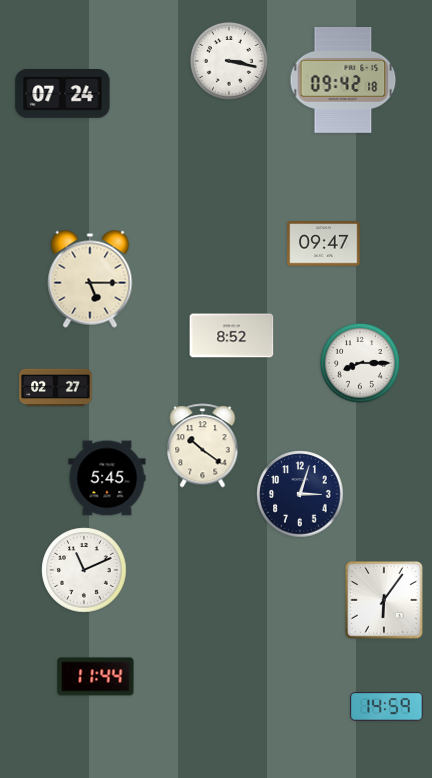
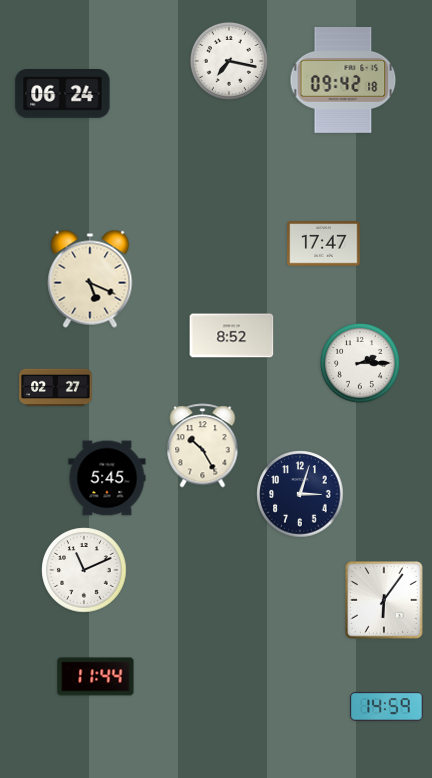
clock at (229, 61): 3:17 -> 7:17
clock at (63, 94): 07:24 -> 06:24
clock at (324, 244): 09:47 -> 17:47
clock at (90, 279): 5:15 -> 5:19
clock at (360, 363): 8:15 -> 2:15
clock at (203, 446): 10:21 -> 10:25
